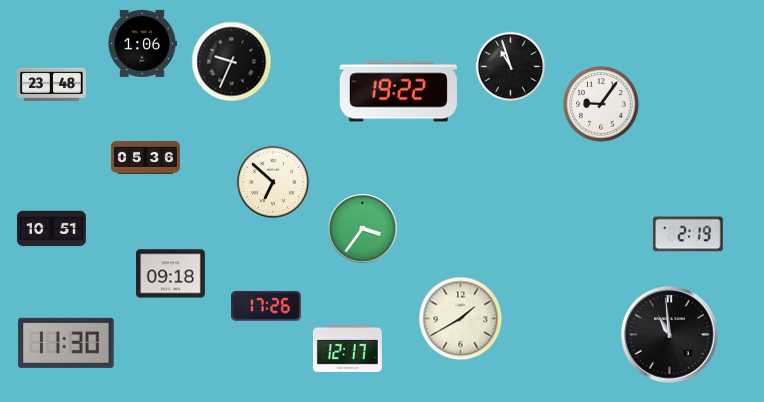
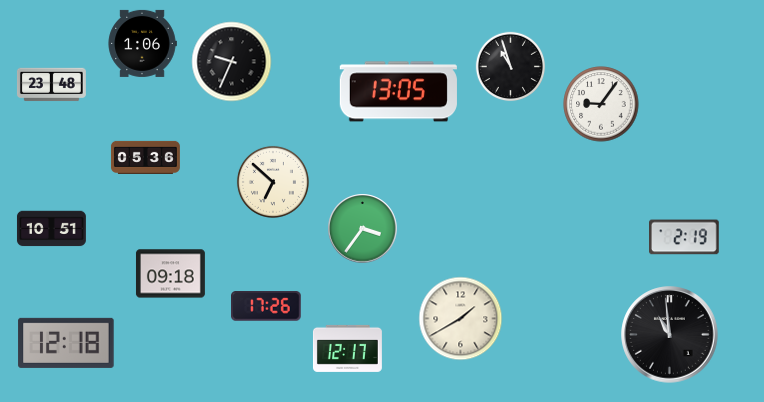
clock at (398, 92): 19:22 -> 13:05
clock at (689, 234) position: (689, 234) -> (685, 237)
clock at (66, 343): 11:30 -> 12:18
